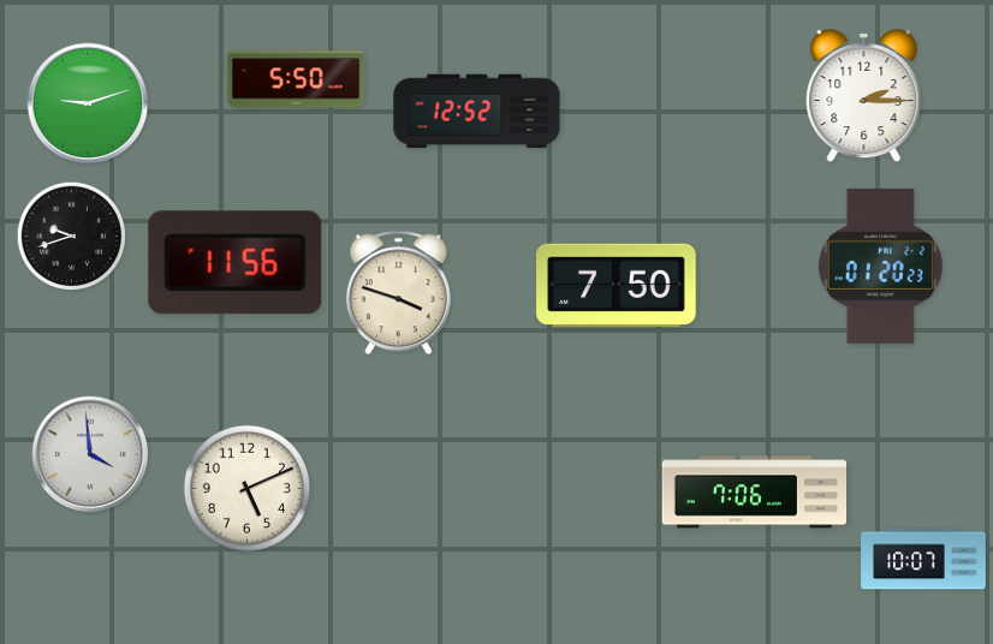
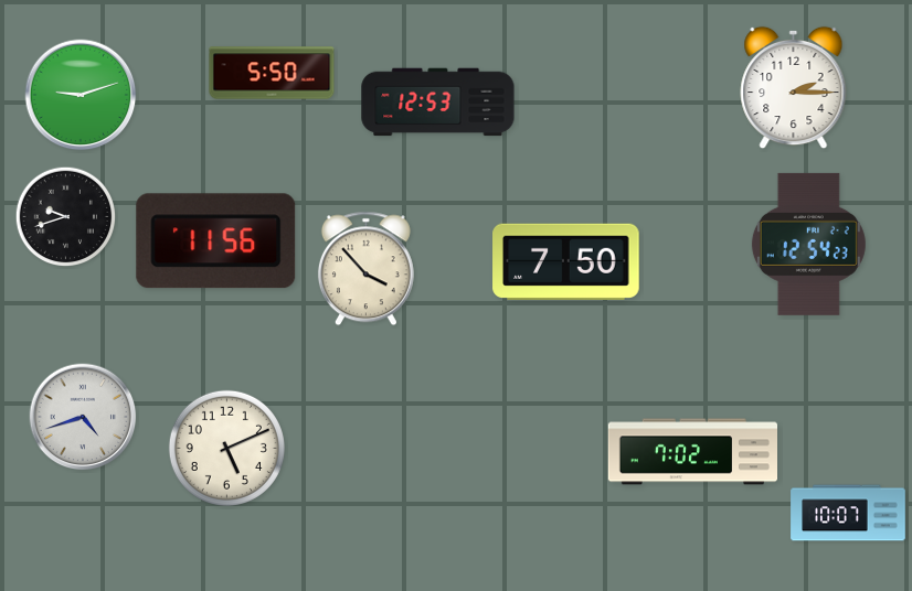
clock at (477, 112): 12:52 -> 12:53
clock at (880, 266): 01:20 -> 12:54
clock at (398, 293): 3:48 -> 3:53
clock at (90, 454): 3:59 -> 4:42
clock at (755, 493): 7:06 -> 7:02
